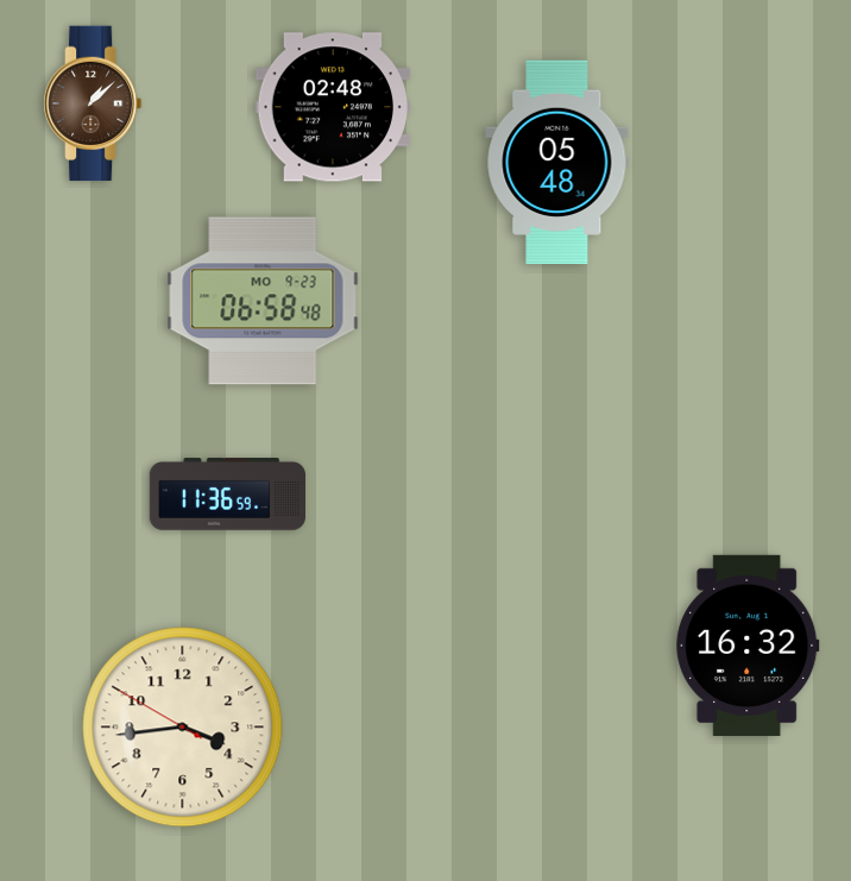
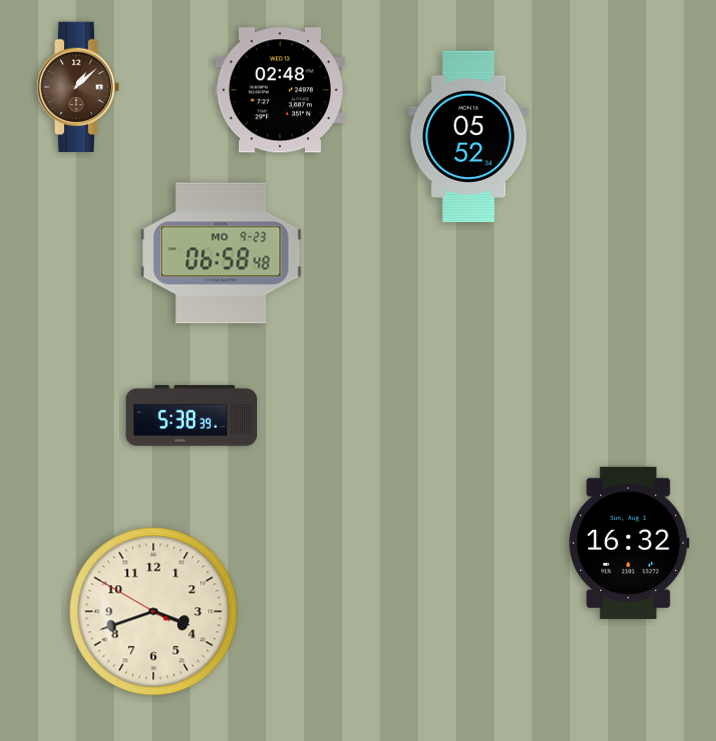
clock at (557, 163): 05:48 -> 05:52
clock at (227, 495): 11:36 -> 5:38
clock at (183, 728): 3:43 -> 3:41
